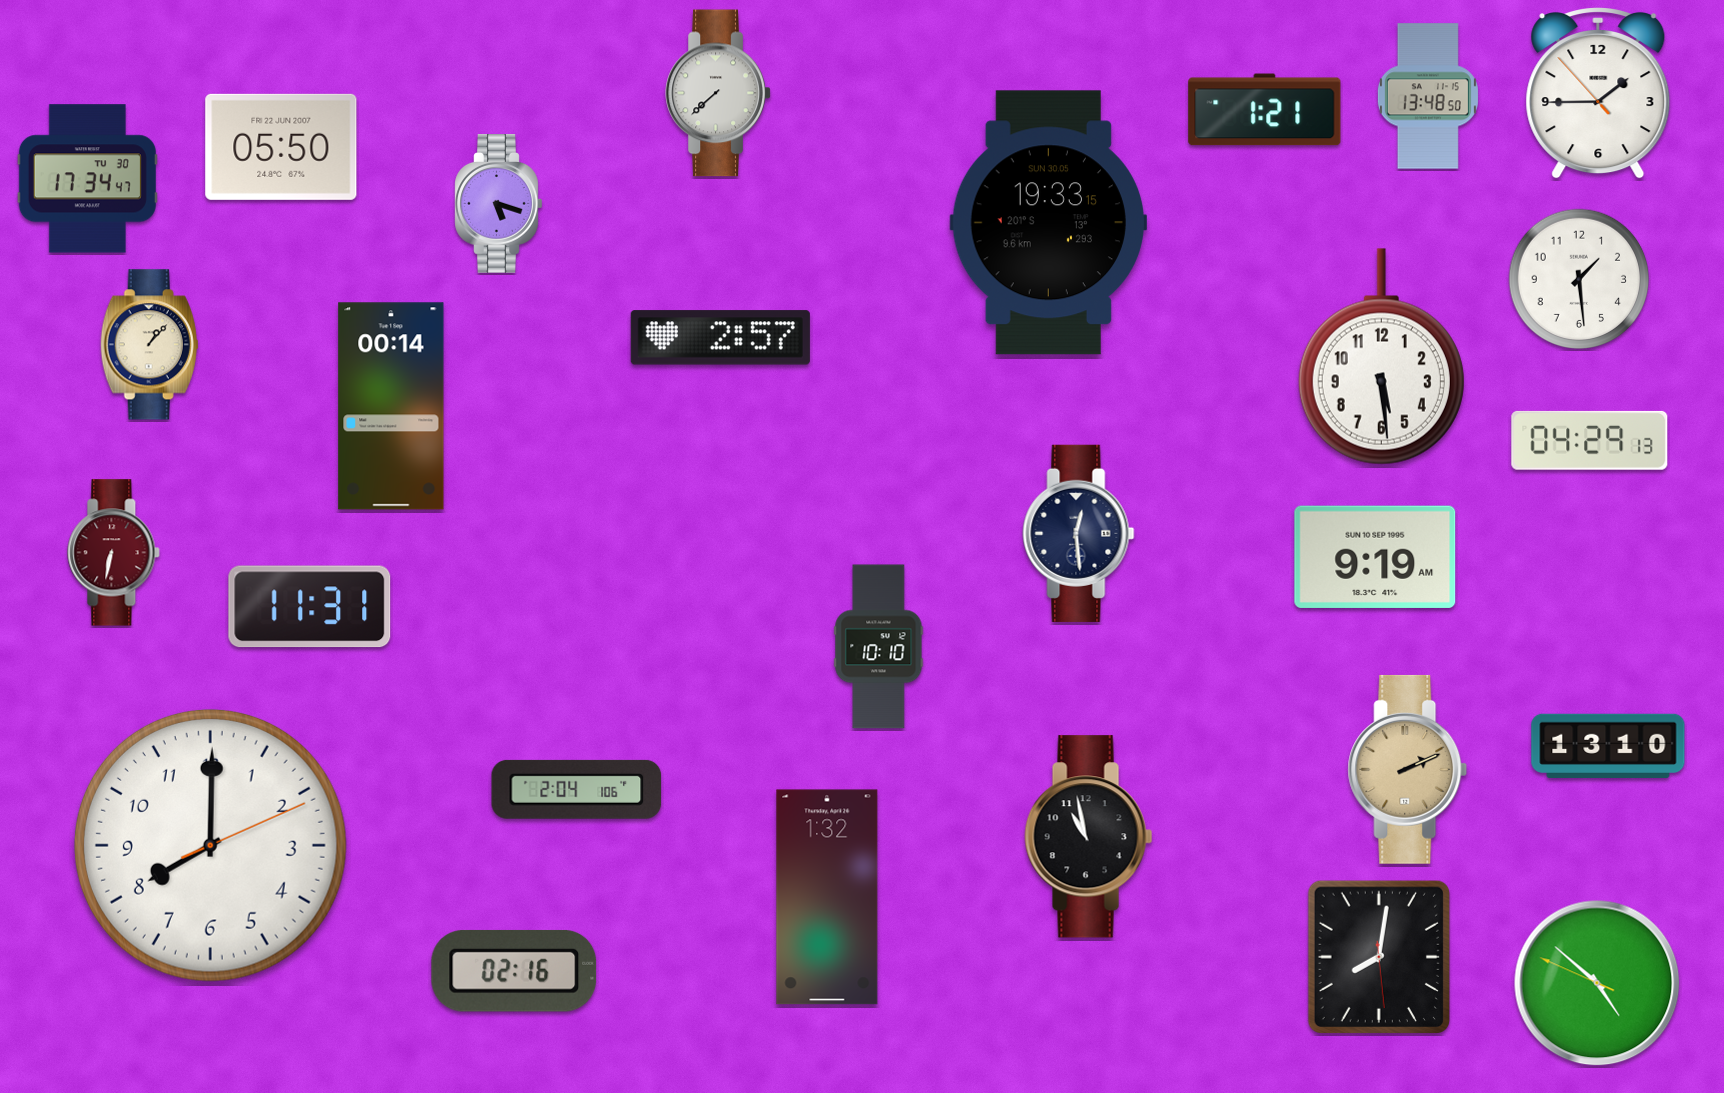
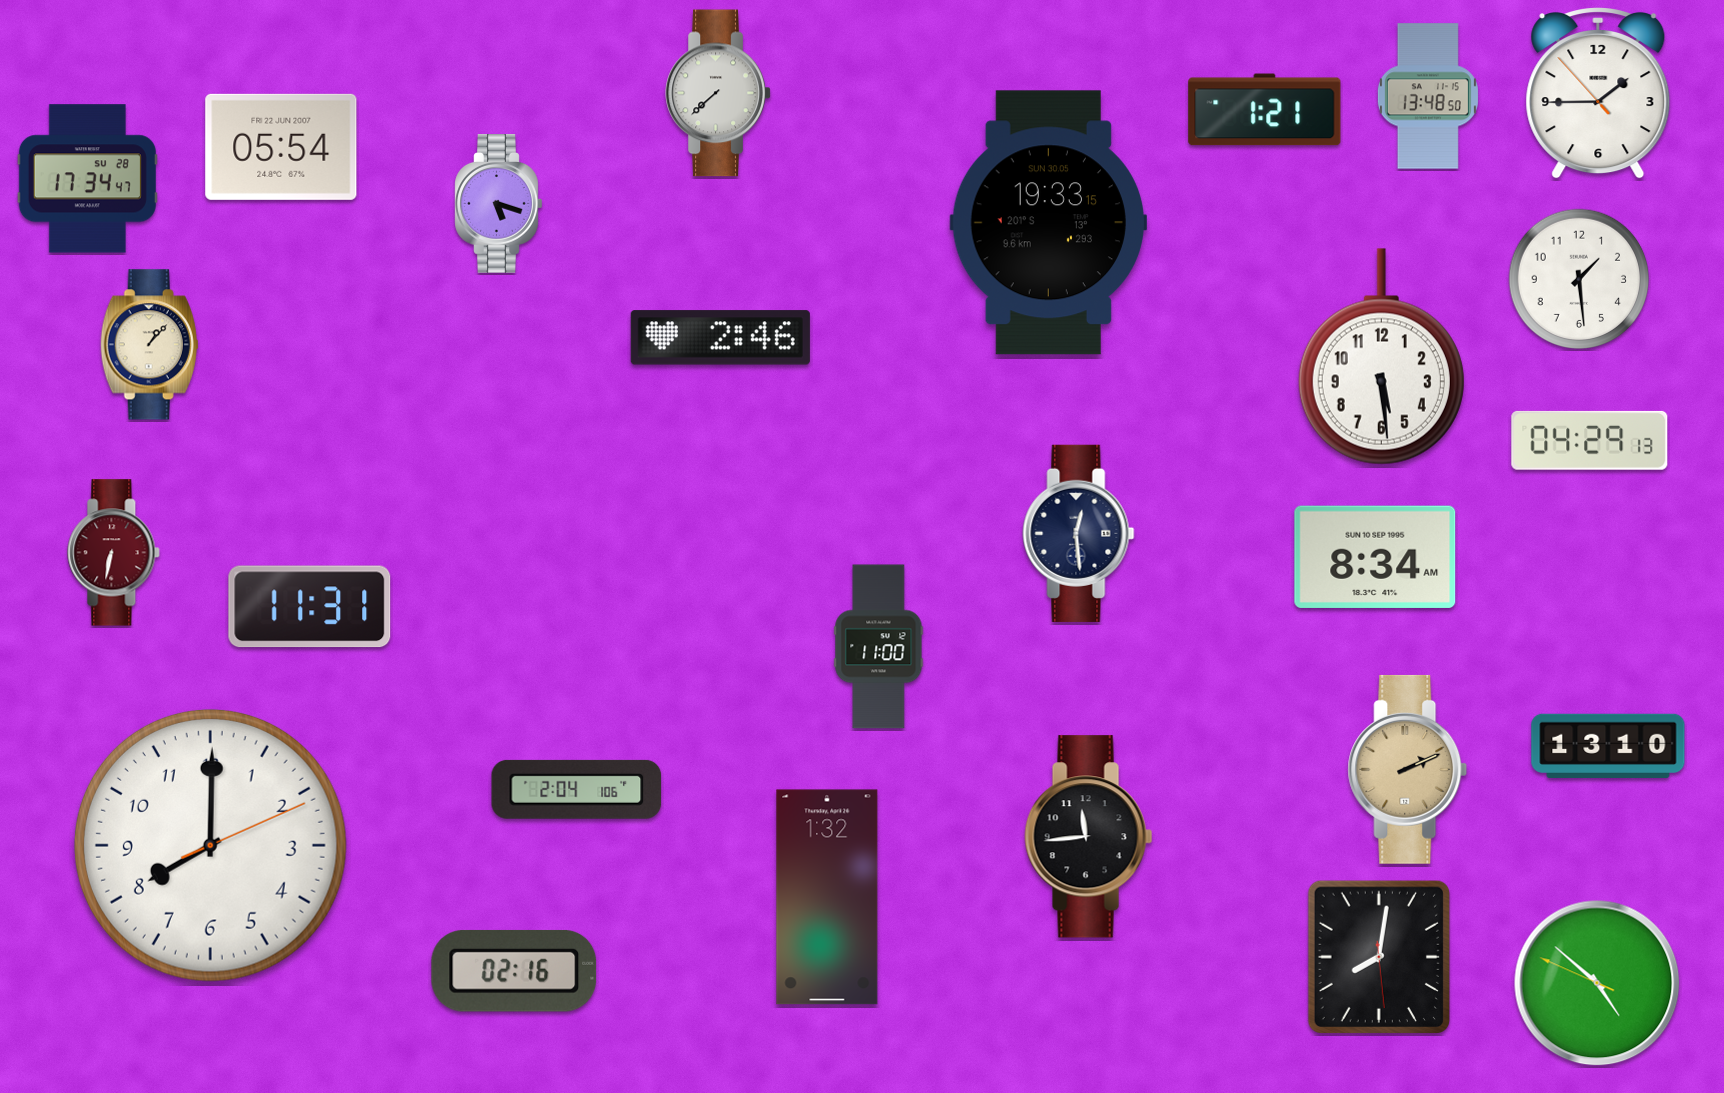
clock at (281, 147): 05:50 -> 05:54
clock at (87, 179) date: TU 30 -> SU 28
clock at (720, 338): 2:57 -> 2:46
clock at (391, 406): 00:14 -> none
clock at (1375, 557): 9:19 -> 8:34
clock at (879, 647): 10:10 -> 11:00
clock at (1089, 837): 10:58 -> 11:44
